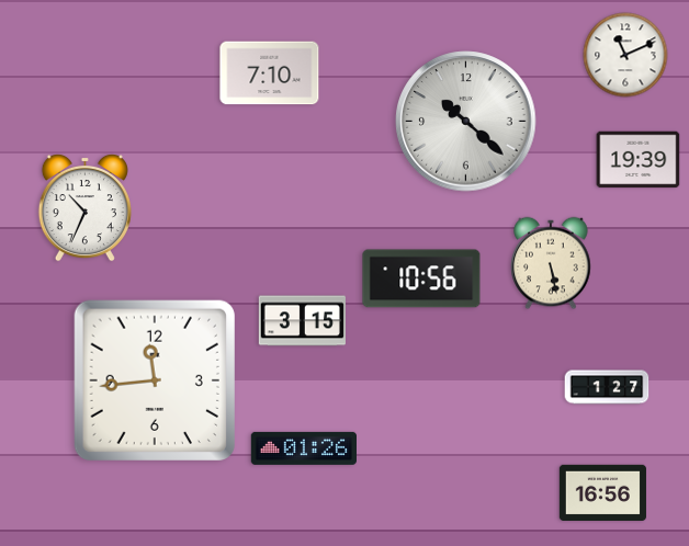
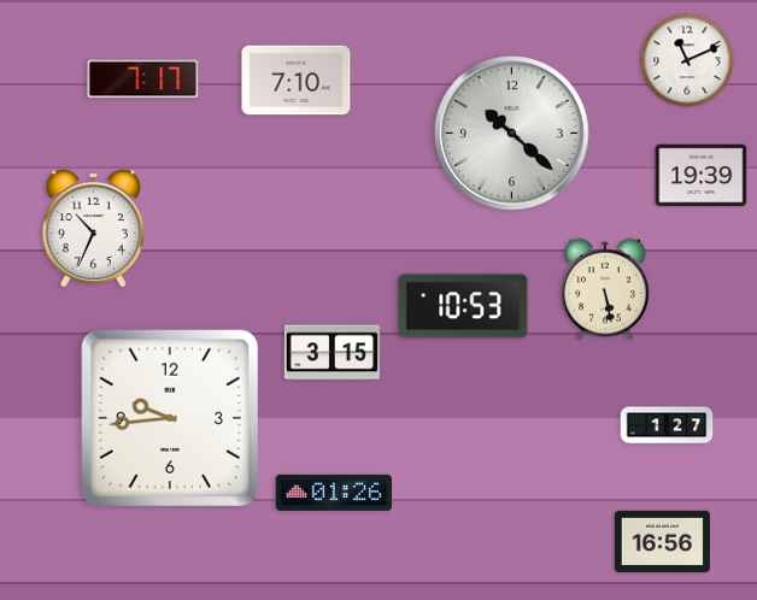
clock at (143, 80): none -> 7:17
clock at (421, 278): 10:56 -> 10:53
clock at (155, 380): 11:44 -> 9:44
